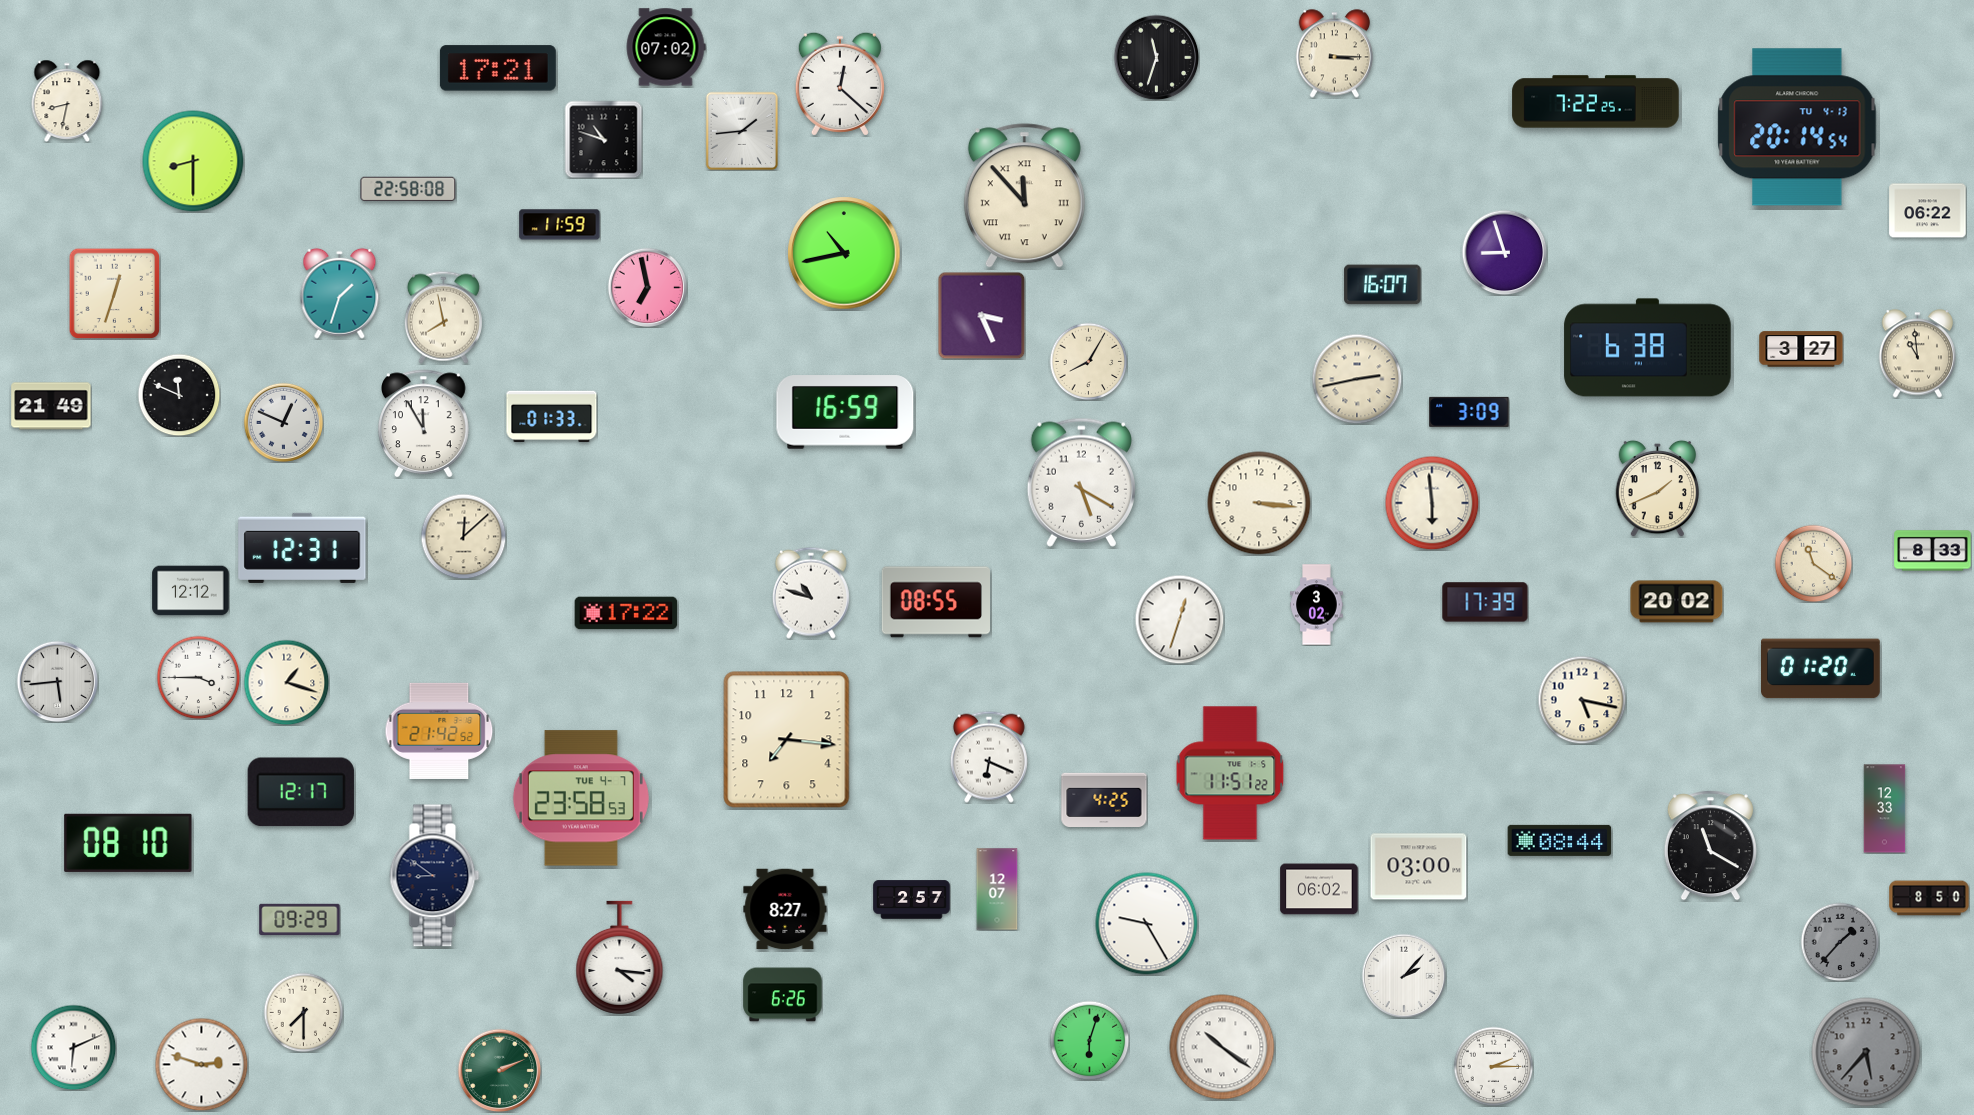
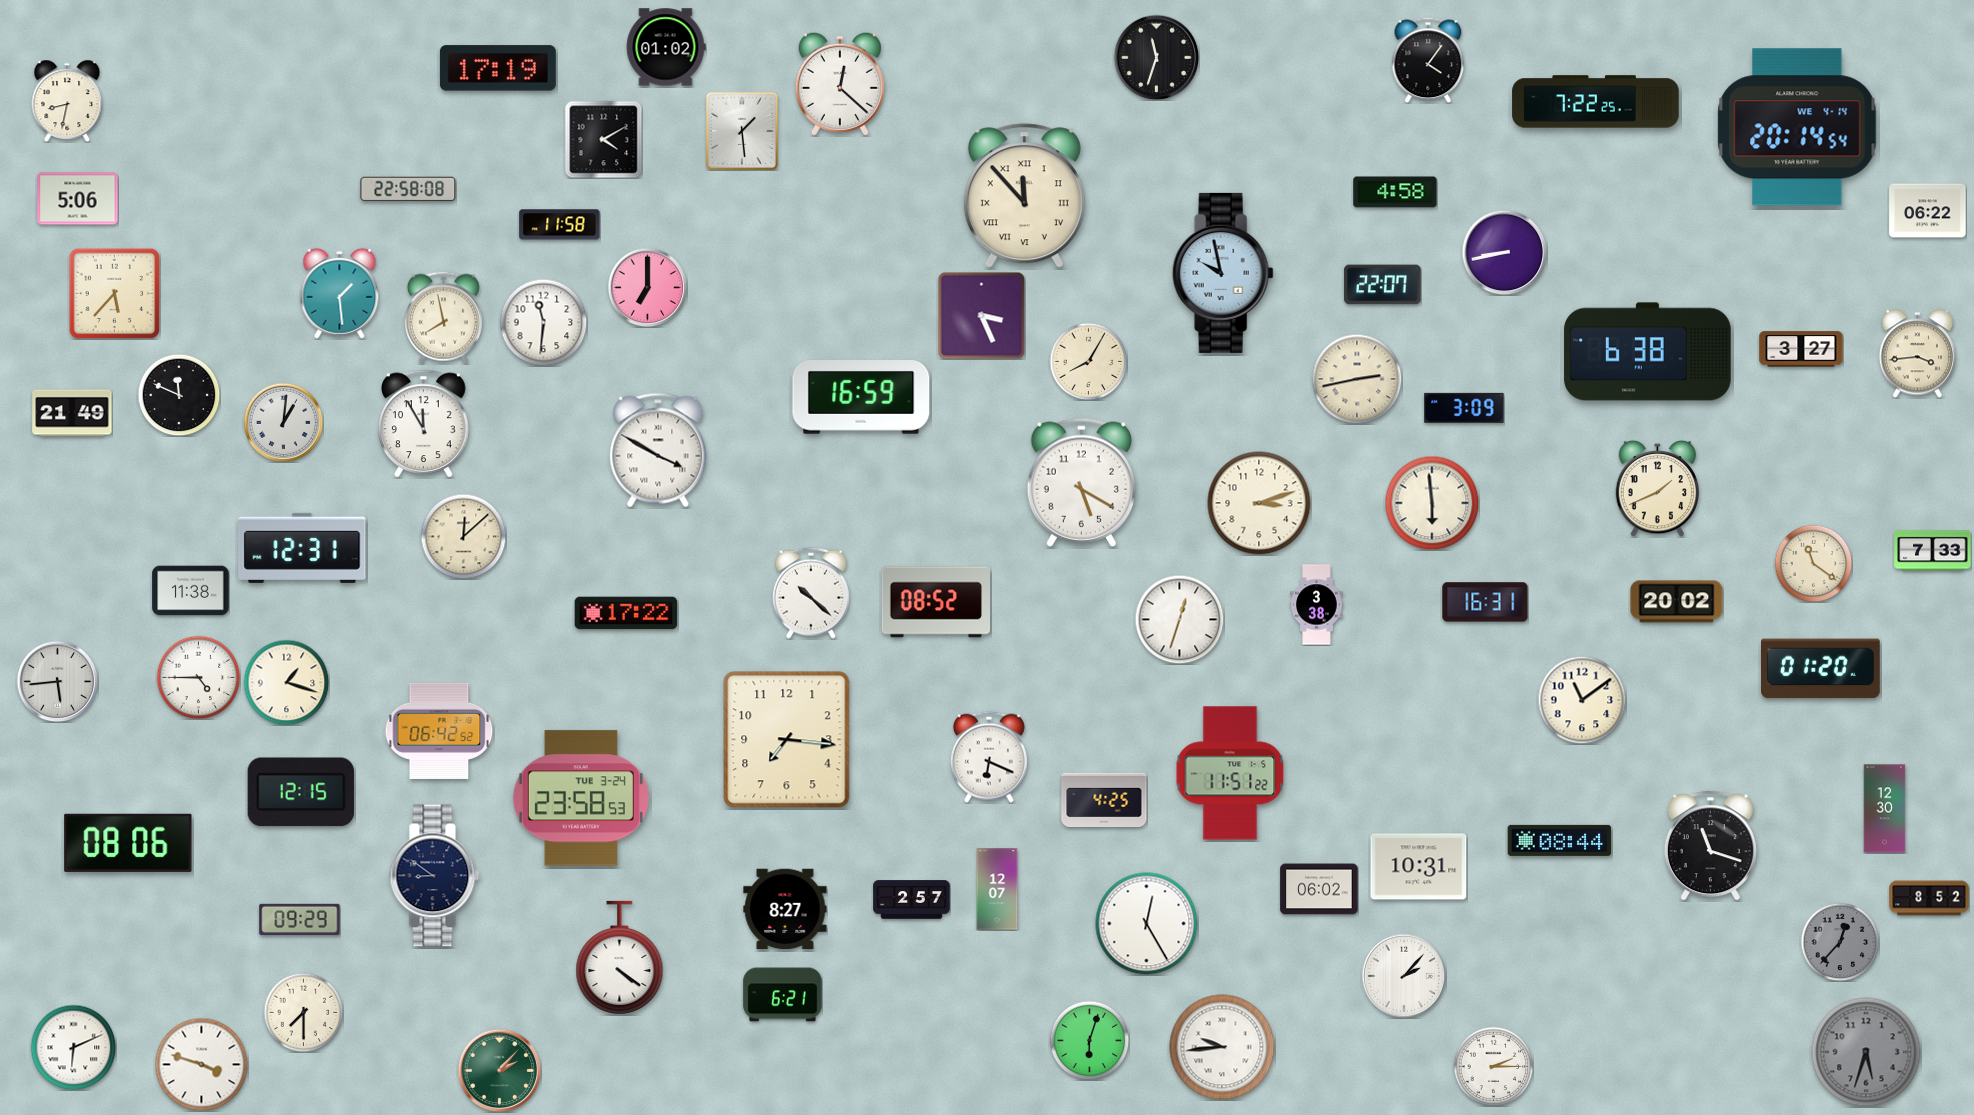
clock at (666, 47): 07:02 -> 01:02
clock at (1334, 54): 3:15 -> none
clock at (1428, 60): none -> 4:06
clock at (498, 68): 17:21 -> 17:19
clock at (1797, 127) date: TU 4-13 -> WE 4-14
clock at (742, 131): 1:44 -> 1:29
clock at (603, 139): 10:48 -> 4:10
clock at (193, 161): 8:30 -> none
clock at (1395, 192): none -> 4:58
clock at (78, 199): none -> 5:06
clock at (560, 225): 11:59 -> 11:58
clock at (1504, 252): 8:57 -> 8:43
clock at (844, 253): 10:43 -> none
clock at (1223, 273): none -> 9:58
clock at (1383, 285): 16:07 -> 22:07
clock at (647, 287): 6:58 -> 7:00
clock at (114, 293): 12:33 -> 5:37
clock at (340, 293): 1:33 -> 1:29
clock at (543, 322): none -> 11:31
clock at (1648, 348) position: (1648, 348) -> (1648, 352)
clock at (1917, 354): 10:59 -> 3:44
clock at (51, 406) position: (51, 406) -> (72, 413)
clock at (845, 412) position: (845, 412) -> (861, 397)
clock at (1469, 412) position: (1469, 412) -> (1464, 408)
clock at (552, 417): 01:33 -> none
clock at (283, 422): 12:49 -> 1:01
clock at (658, 450): none -> 3:50
clock at (1259, 503): 3:16 -> 3:12
clock at (1933, 551): 8:33 -> 7:33
clock at (191, 591): 12:12 -> 11:38
clock at (811, 593): 10:48 -> 10:22
clock at (935, 602): 08:55 -> 08:52
clock at (1485, 602): 17:39 -> 16:31
clock at (1317, 605): 3:02 -> 3:38
clock at (198, 677): 3:45 -> 4:45
clock at (1582, 700): 5:17 -> 11:09
clock at (439, 731): 21:42 -> 06:42
clock at (301, 792): 12:17 -> 12:15
clock at (581, 798) date: TUE 4-7 -> TUE 3-24
clock at (1885, 809): 12:33 -> 12:30
clock at (128, 843): 08:10 -> 08:06
clock at (1710, 846): 11:20 -> 11:18
clock at (1419, 867): 03:00 -> 10:31
clock at (1929, 898): 8:50 -> 8:52
clock at (1147, 924): 9:25 -> 12:25
clock at (1840, 942): 1:37 -> 12:37
clock at (620, 957): 4:16 -> 4:21
clock at (783, 995): 6:26 -> 6:21
clock at (1222, 1047): 10:21 -> 9:44
clock at (1866, 1052): 5:37 -> 5:33
clock at (201, 1064): 2:48 -> 3:48
clock at (499, 1070): 2:11 -> 2:07
